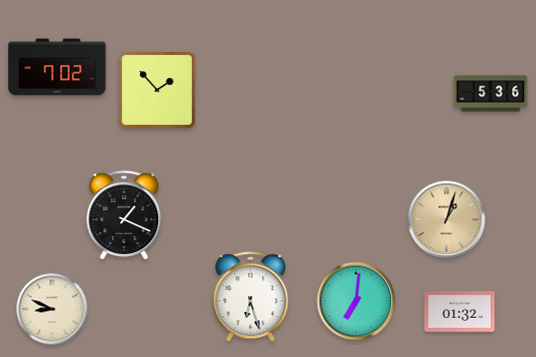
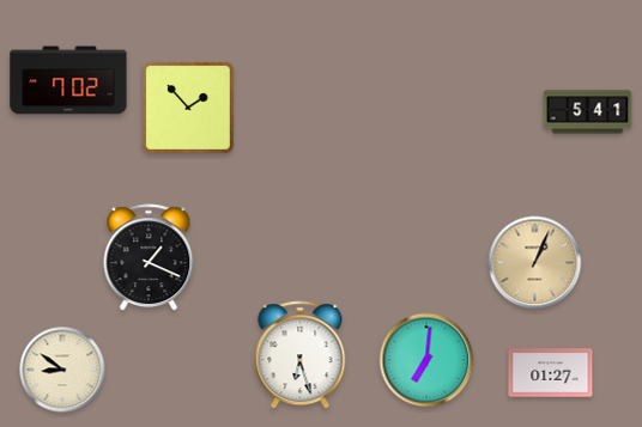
clock at (491, 94): 5:36 -> 5:41
clock at (447, 220): 1:03 -> 1:04
clock at (52, 309): 8:49 -> 8:51
clock at (460, 312): 01:32 -> 01:27
